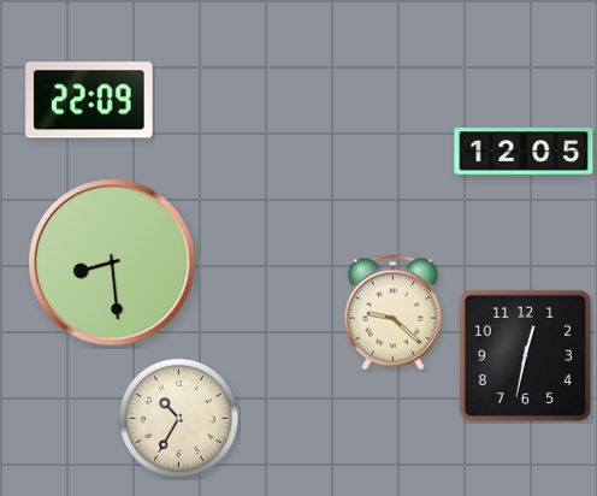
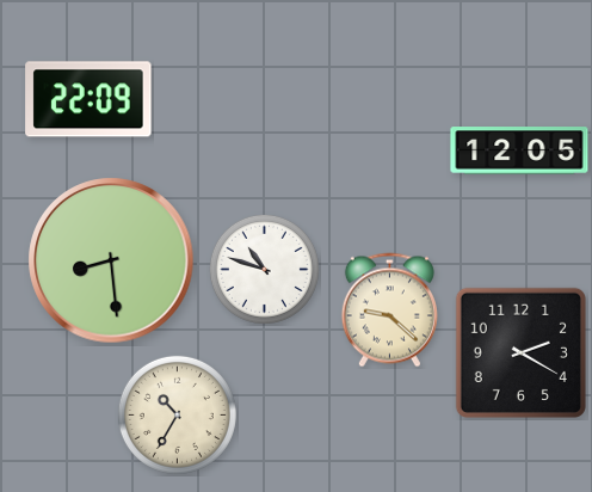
clock at (264, 269): none -> 10:48
clock at (525, 355): 12:32 -> 2:20
